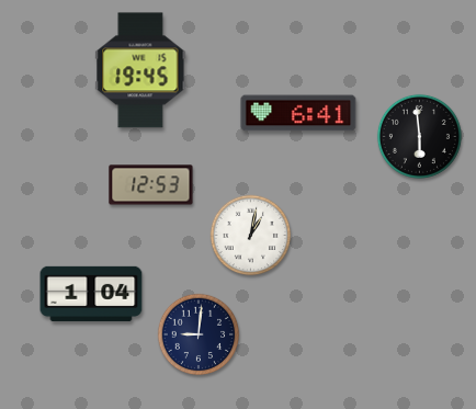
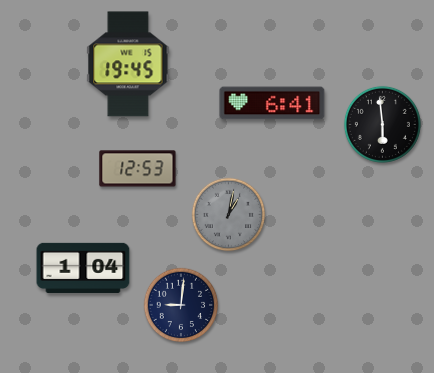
clock at (251, 236) dial: white -> grey
